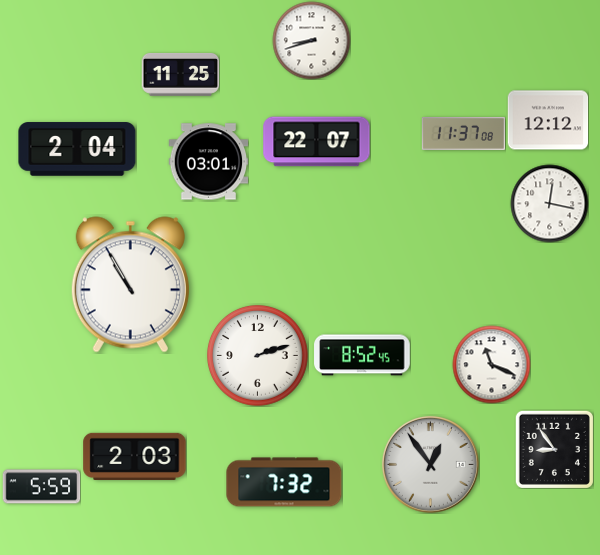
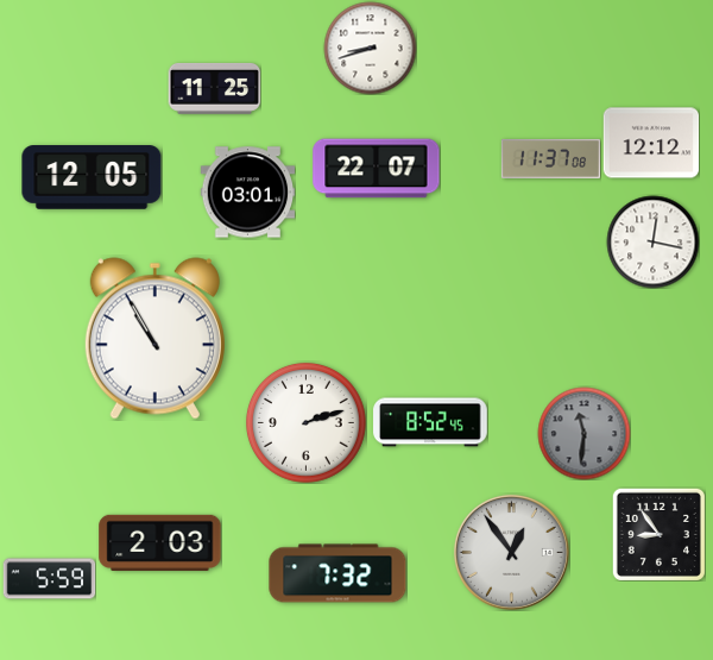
clock at (77, 149): 2:04 -> 12:05
clock at (491, 364): 11:19 -> 11:31
clock at (491, 364) dial: white -> grey
